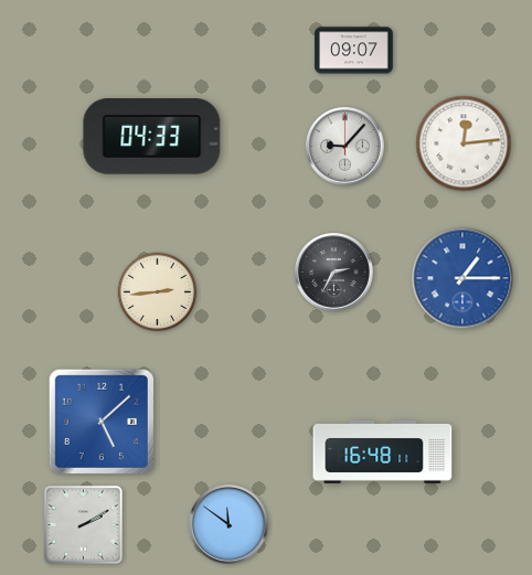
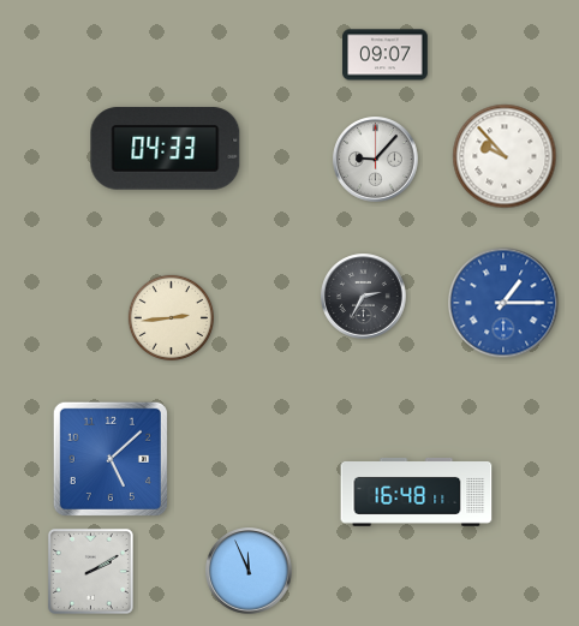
clock at (464, 143): 12:14 -> 9:53
clock at (228, 524): 11:51 -> 11:56
